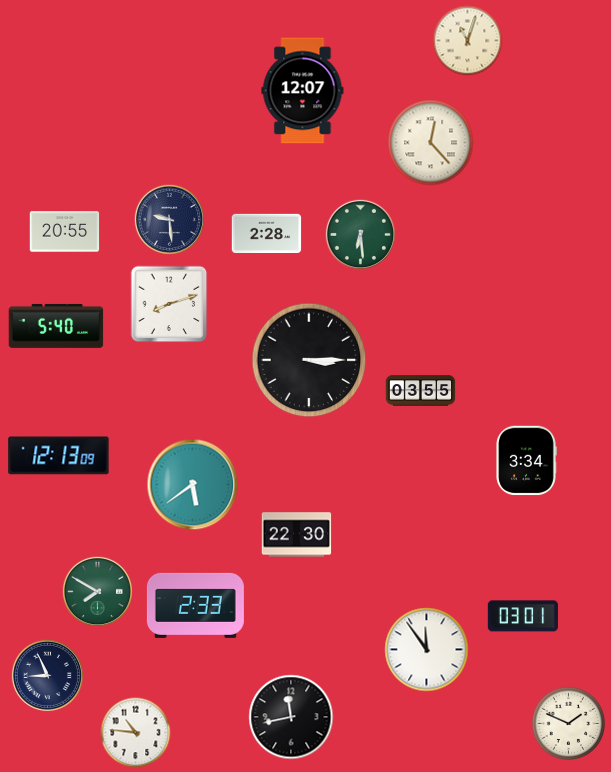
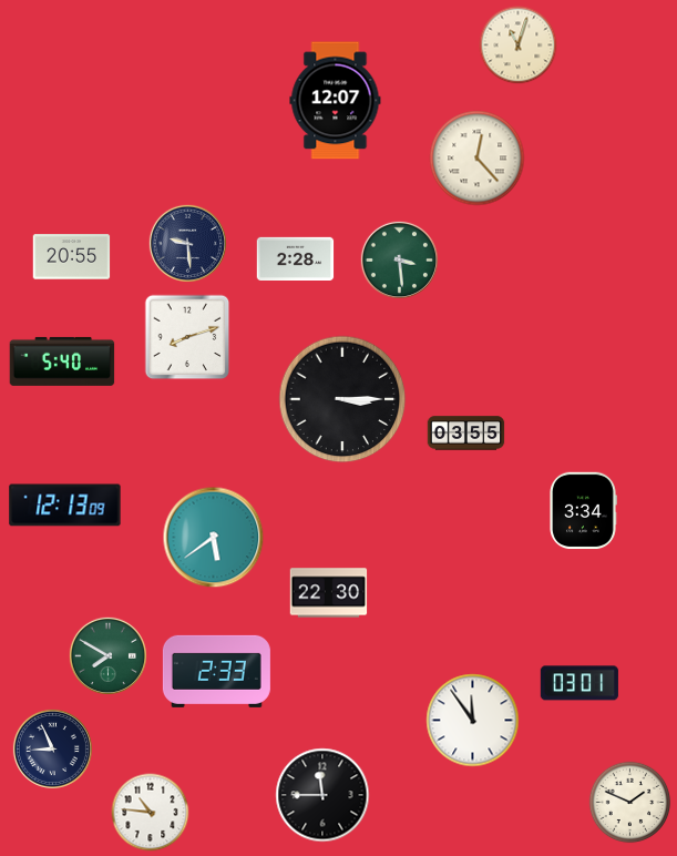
clock at (360, 234): 6:29 -> 3:29
clock at (291, 717): 11:43 -> 11:45
